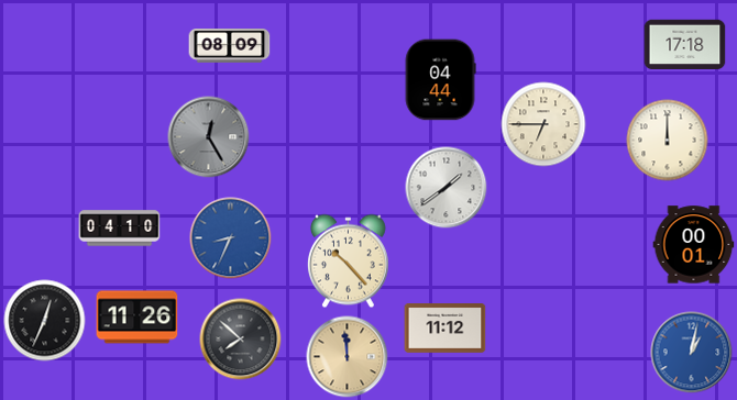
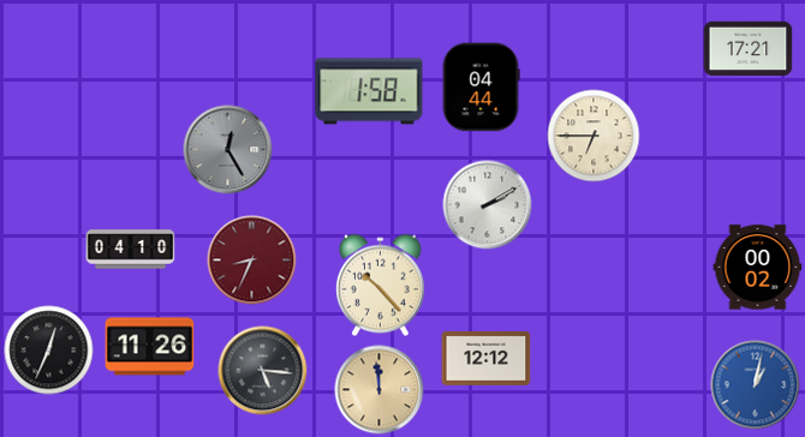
clock at (685, 45): 17:18 -> 17:21
clock at (230, 46): 08:09 -> none
clock at (369, 91): none -> 1:58
clock at (668, 141): 12:00 -> none
clock at (447, 188): 1:39 -> 2:10
clock at (231, 238) dial: blue -> burgundy
clock at (694, 245): 00:01 -> 00:02
clock at (446, 329): 11:12 -> 12:12
clock at (241, 340): 7:52 -> 5:16
